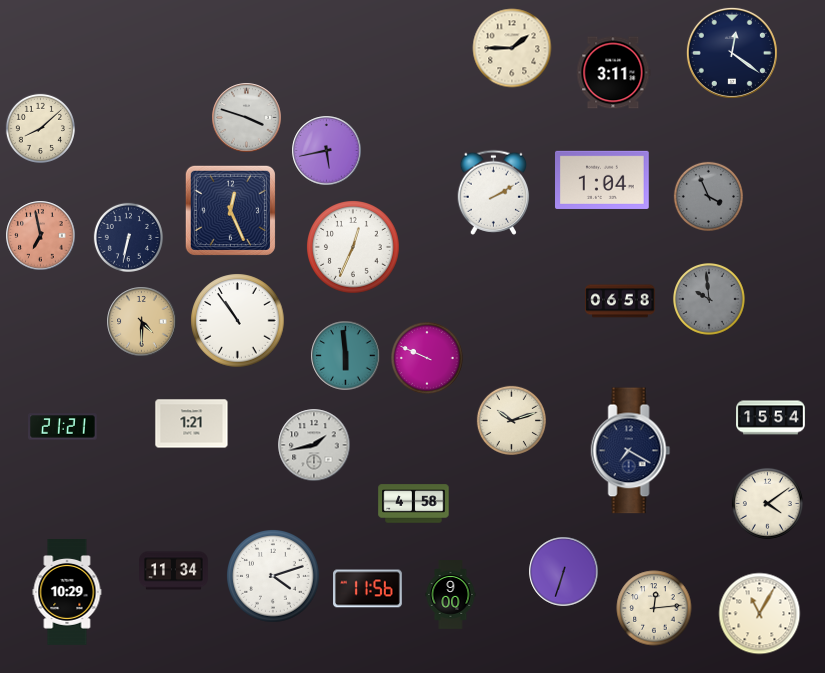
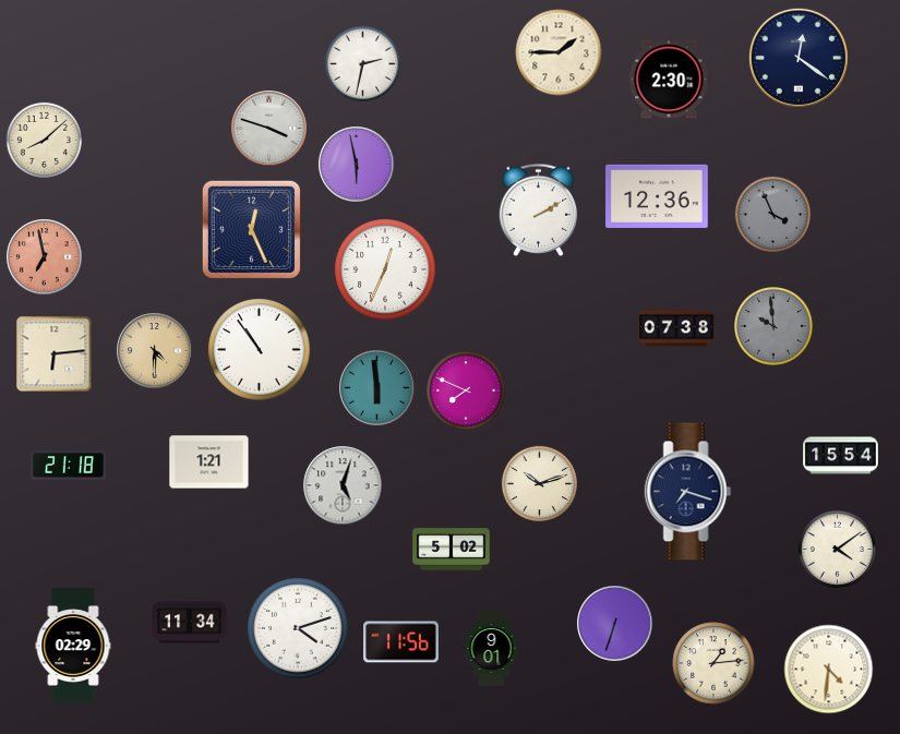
clock at (362, 63): none -> 2:32
clock at (613, 73): 3:11 -> 2:30
clock at (327, 151): 5:43 -> 5:58
clock at (603, 180): 1:04 -> 12:36
clock at (128, 237): 6:32 -> none
clock at (620, 301): 06:58 -> 07:38
clock at (55, 354): none -> 6:14
clock at (428, 359): 9:49 -> 7:49
clock at (511, 420) position: (511, 420) -> (539, 483)
clock at (63, 427): 21:21 -> 21:18
clock at (314, 445): 1:43 -> 5:03
clock at (631, 451): 7:20 -> 7:18
clock at (414, 504): 4:58 -> 5:02
clock at (67, 593): 10:29 -> 02:29
clock at (451, 595): 9:00 -> 9:01
clock at (654, 608): 12:14 -> 1:14
clock at (760, 614): 11:05 -> 4:31
